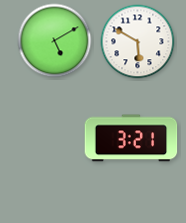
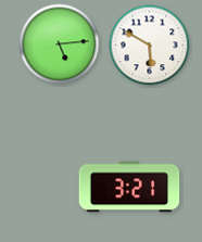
clock at (55, 41): 5:10 -> 5:14
clock at (131, 138) position: (131, 138) -> (129, 187)
